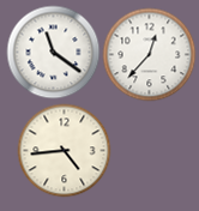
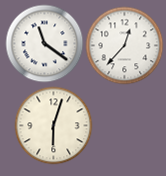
clock at (64, 150): 4:44 -> 6:03
